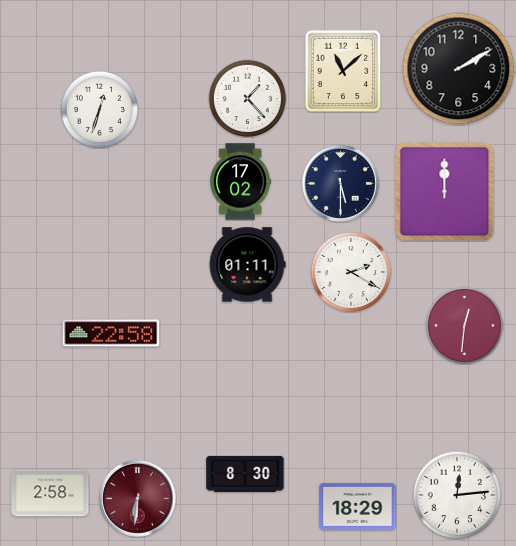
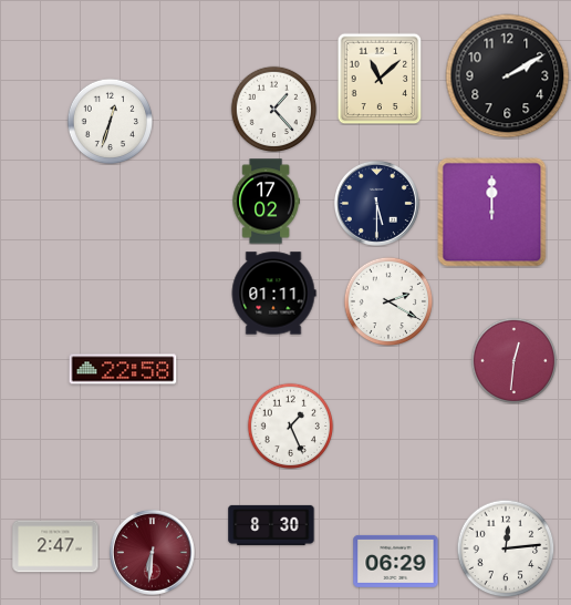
clock at (290, 425): none -> 1:26
clock at (50, 493): 2:58 -> 2:47
clock at (358, 506): 18:29 -> 06:29
